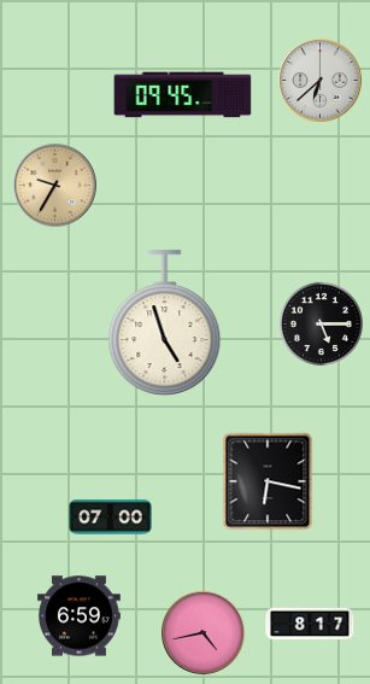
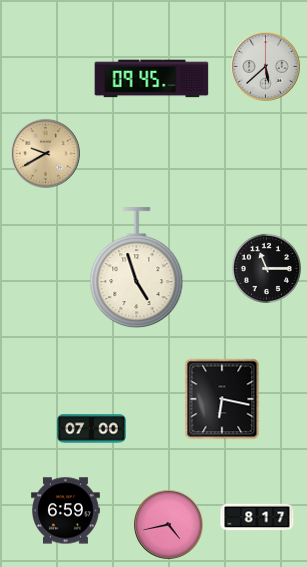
clock at (321, 81): 6:38 -> 5:38
clock at (55, 186): 9:35 -> 9:40
clock at (321, 323): 5:15 -> 11:15
